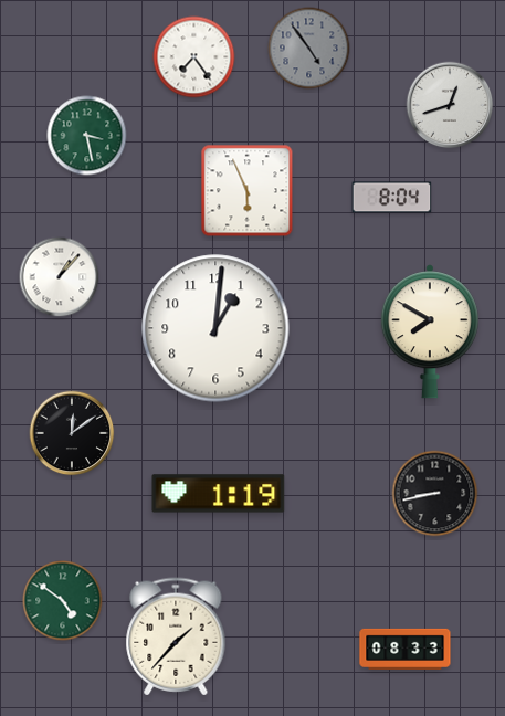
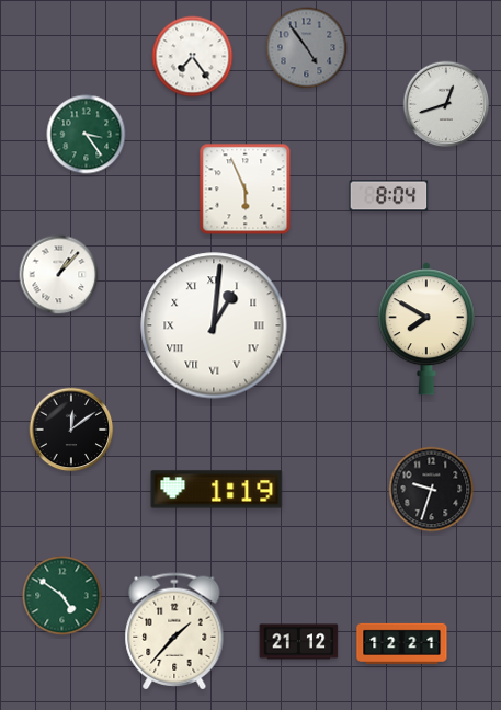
clock at (87, 136): 3:28 -> 3:24
clock at (215, 328) numerals: Arabic -> Roman
clock at (435, 494): 8:43 -> 9:33
clock at (299, 642): none -> 21:12
clock at (406, 649): 08:33 -> 12:21
